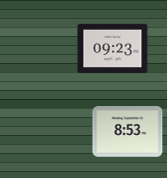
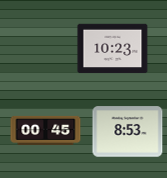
clock at (113, 49): 09:23 -> 10:23
clock at (46, 130): none -> 00:45
